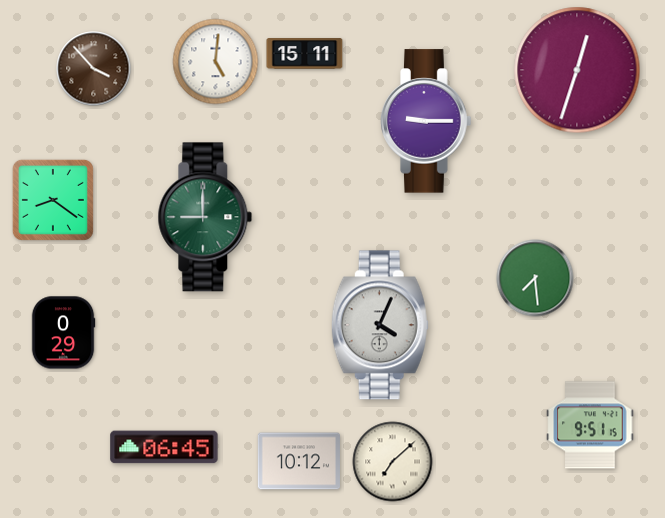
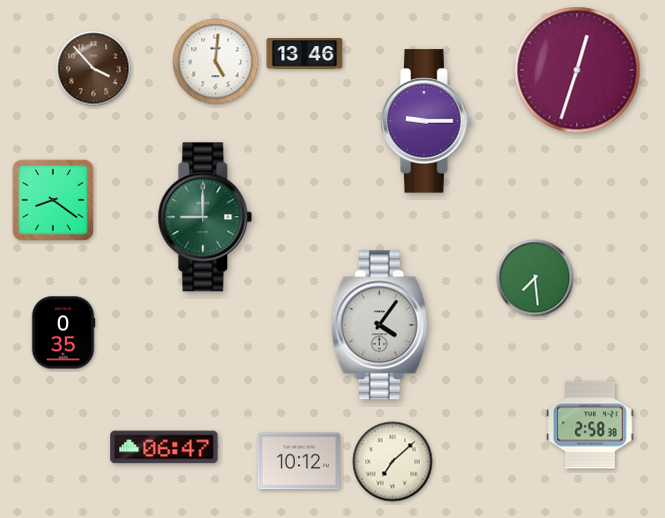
clock at (305, 54): 15:11 -> 13:46
clock at (380, 325): 4:04 -> 4:06
clock at (63, 333): 0:29 -> 0:35
clock at (590, 425): 9:51 -> 2:58
clock at (164, 447): 06:45 -> 06:47
